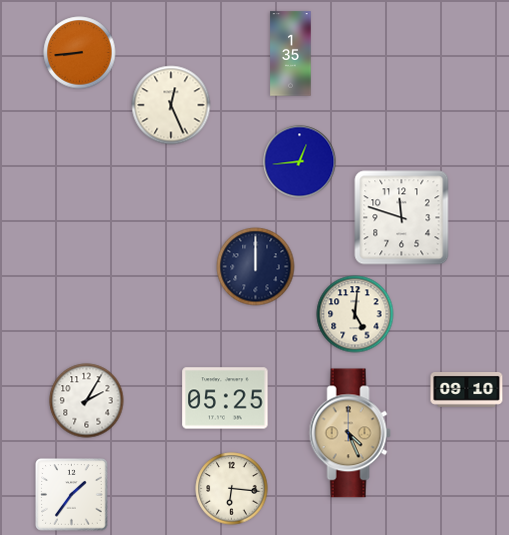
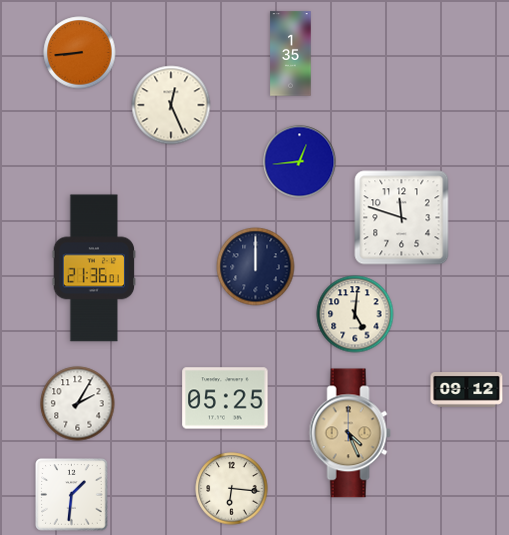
clock at (94, 268): none -> 21:36
clock at (467, 390): 09:10 -> 09:12
clock at (87, 401) position: (87, 401) -> (78, 404)
clock at (72, 495): 1:36 -> 1:31
